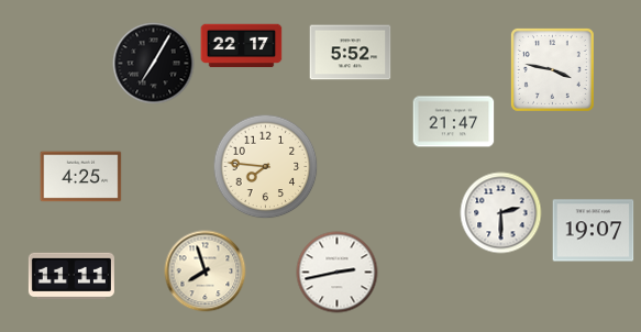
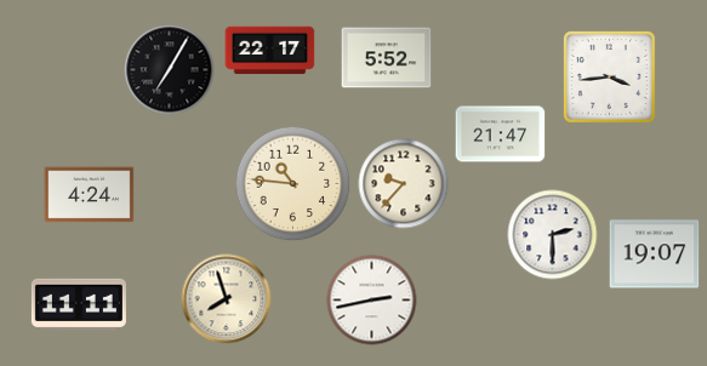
clock at (242, 46) position: (242, 46) -> (270, 51)
clock at (552, 69): 3:47 -> 3:44
clock at (266, 167): 7:46 -> 10:46
clock at (404, 184): none -> 9:37
clock at (81, 177): 4:25 -> 4:24
